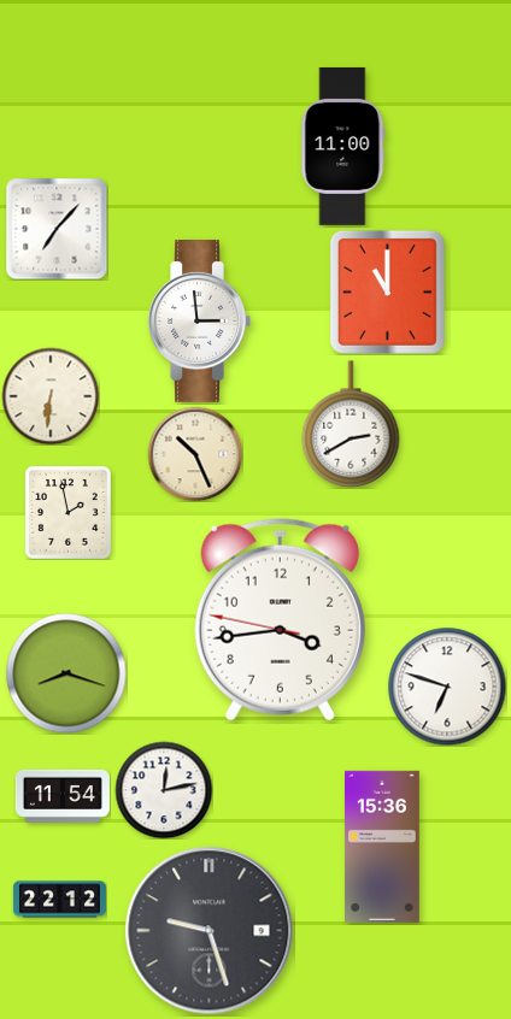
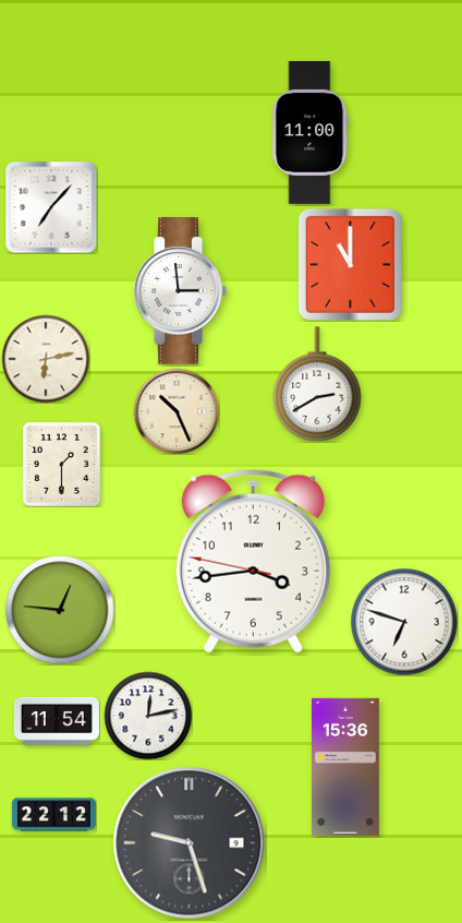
clock at (51, 396): 6:31 -> 6:13
clock at (69, 513): 1:58 -> 1:30
clock at (66, 673): 8:18 -> 12:46
